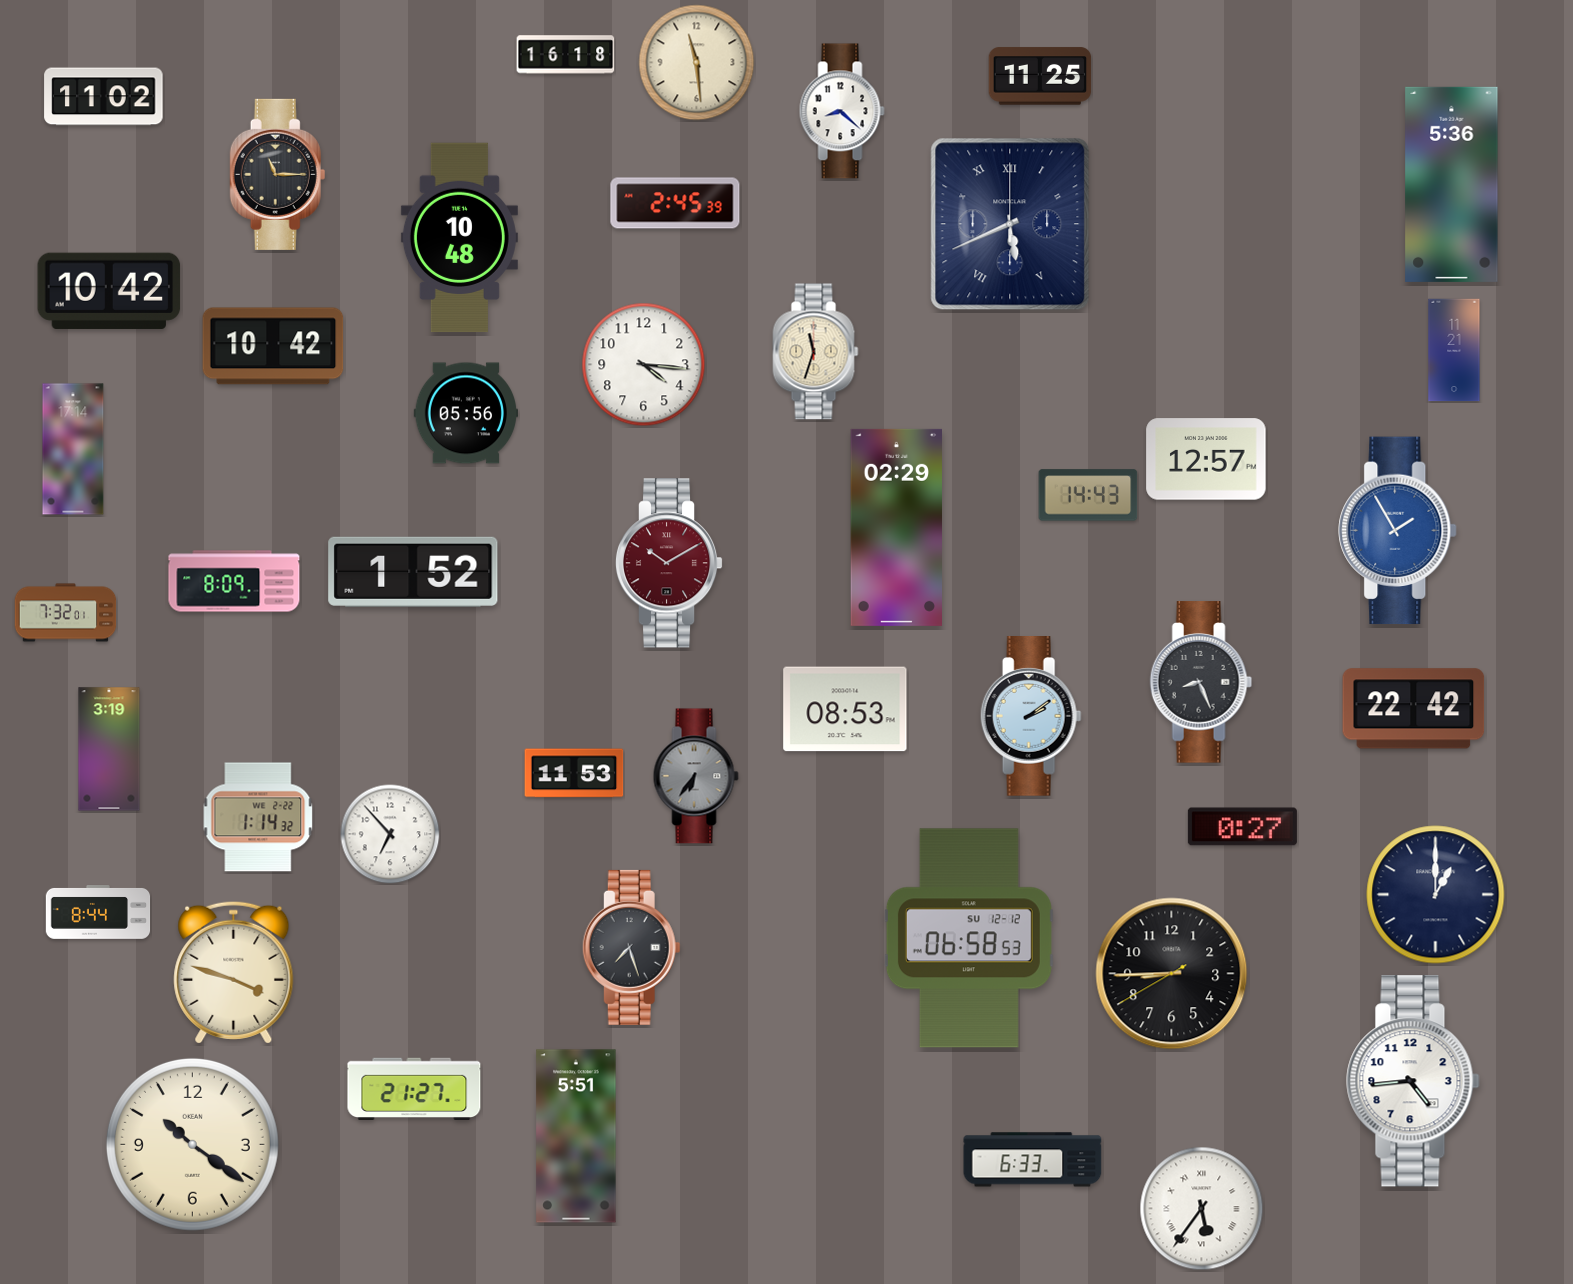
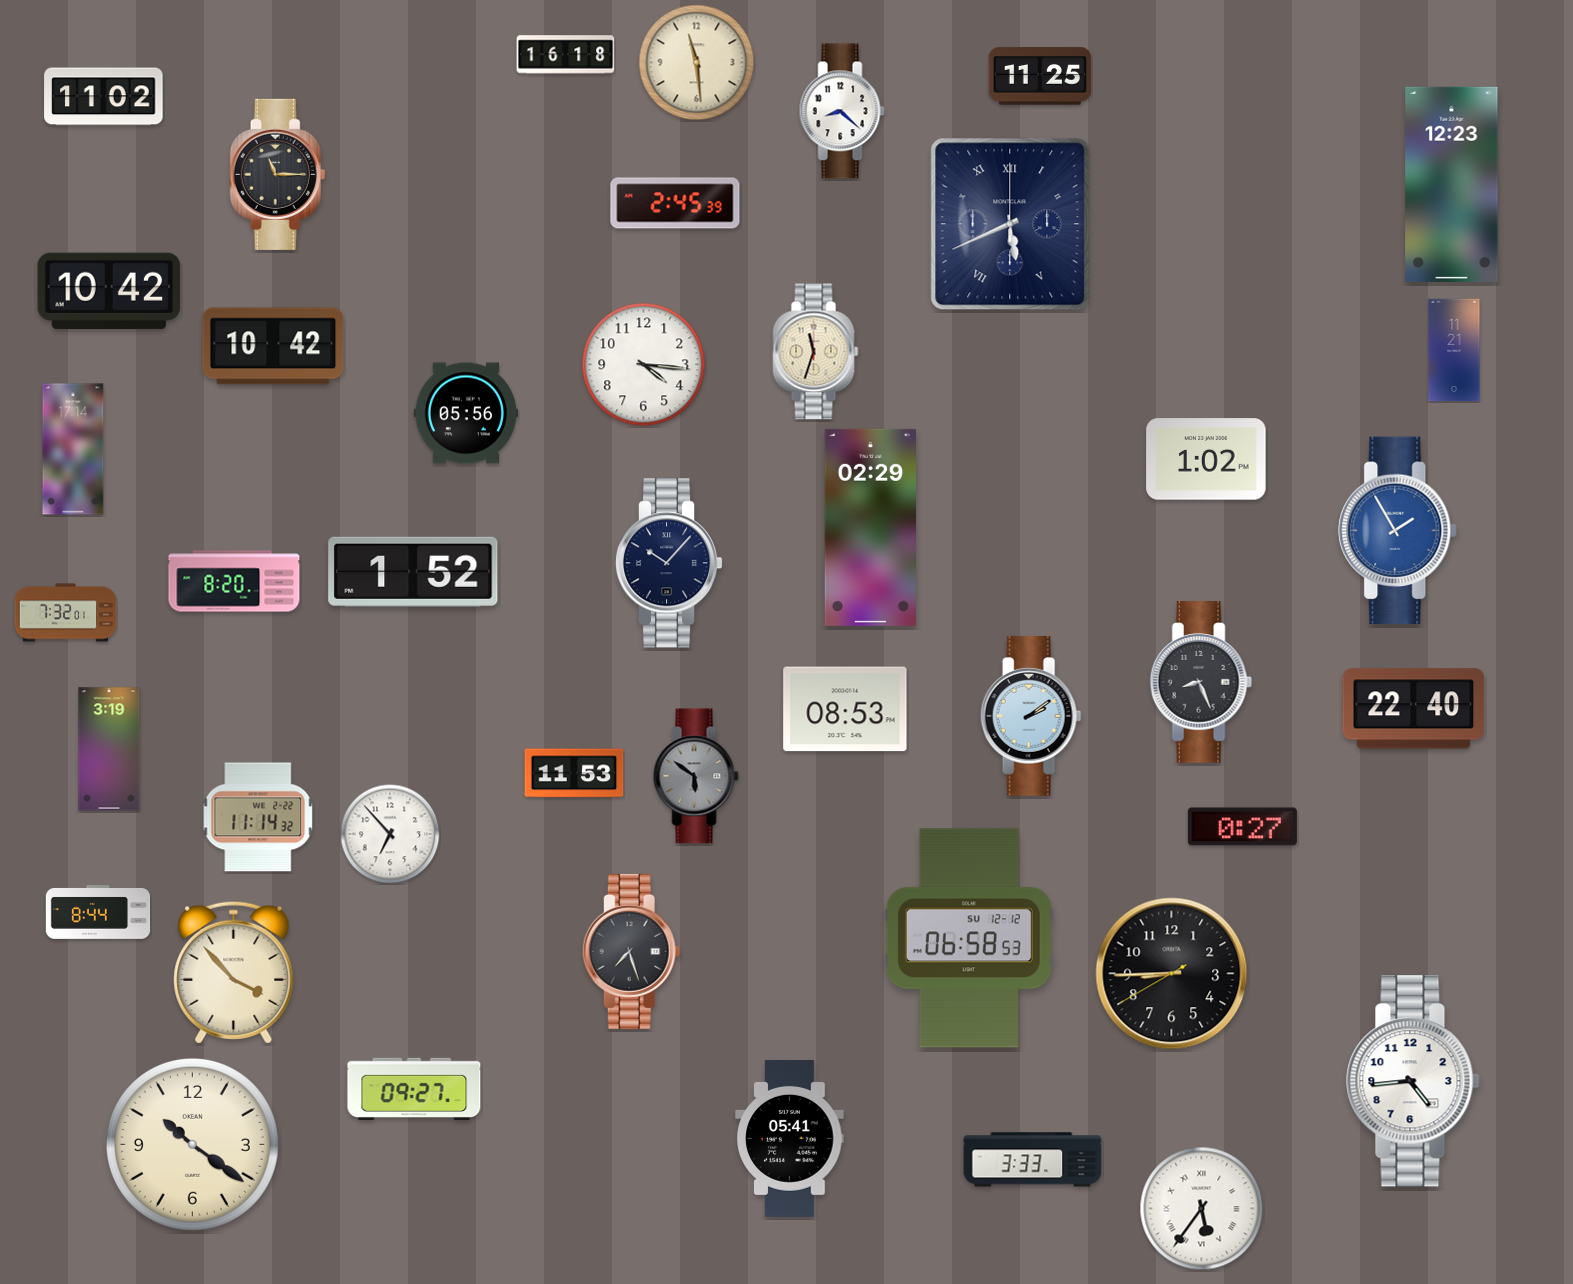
clock at (1452, 184): 5:36 -> 12:23
clock at (459, 238): 10:48 -> none
clock at (1206, 459): 12:57 -> 1:02
clock at (1088, 495): 14:43 -> none
clock at (897, 527) position: (897, 527) -> (871, 527)
clock at (669, 563): 10:10 -> 10:07
clock at (669, 563) dial: burgundy -> navy
clock at (234, 581): 8:09 -> 8:20
clock at (1414, 709): 22:42 -> 22:40
clock at (696, 776): 6:36 -> 5:51
clock at (258, 817): 1:14 -> 11:14
clock at (1436, 895): 1:00 -> none
clock at (631, 947) position: (631, 947) -> (631, 951)
clock at (234, 972): 3:48 -> 3:53
clock at (414, 1089): 21:27 -> 09:27
clock at (576, 1136): 5:51 -> none
clock at (790, 1138): none -> 05:41
clock at (1033, 1160): 6:33 -> 3:33
